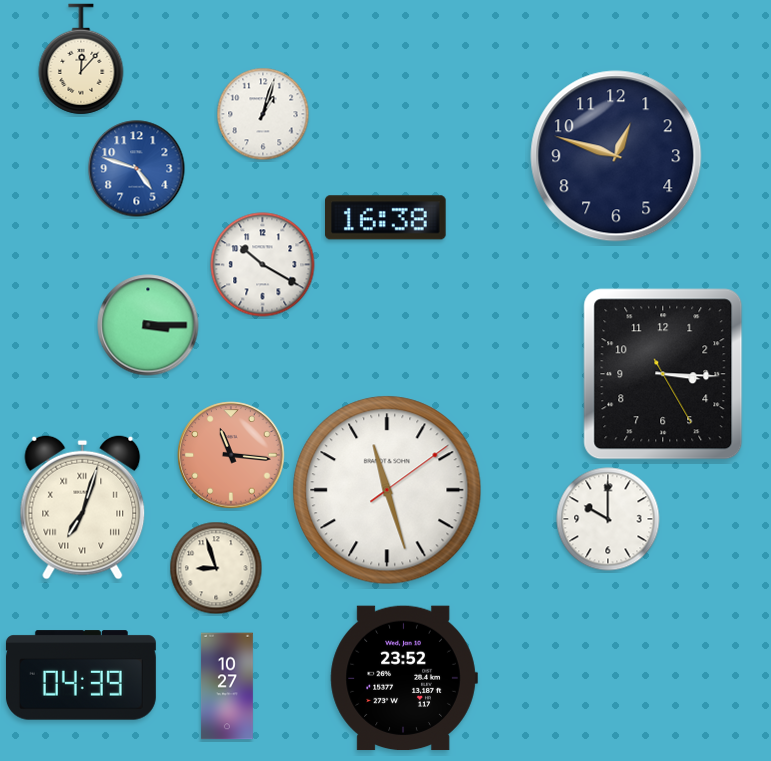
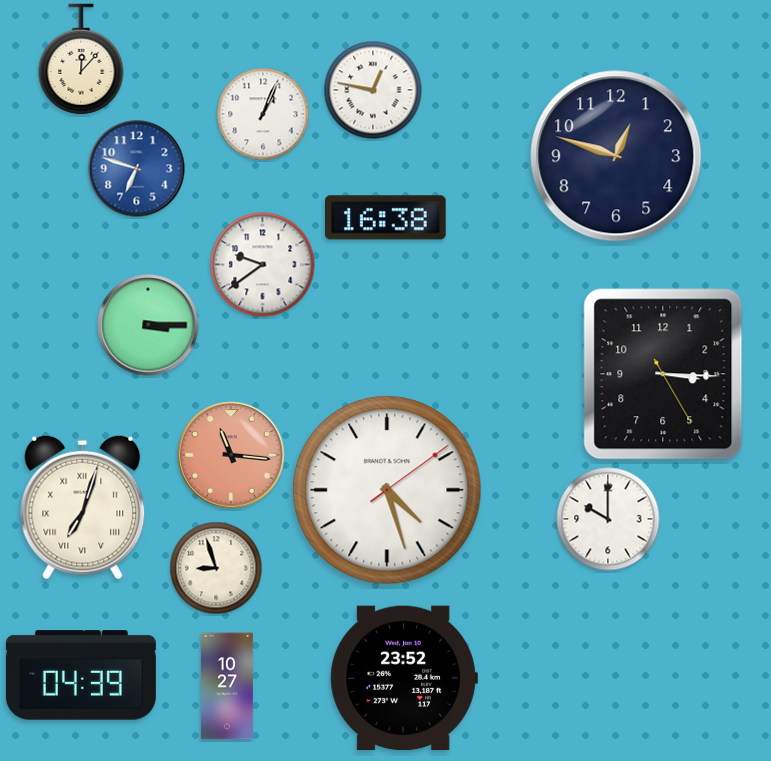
clock at (373, 90): none -> 12:47
clock at (263, 114): 1:03 -> 1:04
clock at (137, 169): 4:48 -> 6:48
clock at (263, 265): 10:20 -> 9:39
clock at (387, 490): 11:27 -> 4:27
